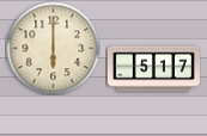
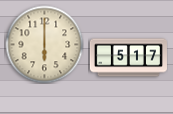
clock at (53, 48) position: (53, 48) -> (44, 44)
